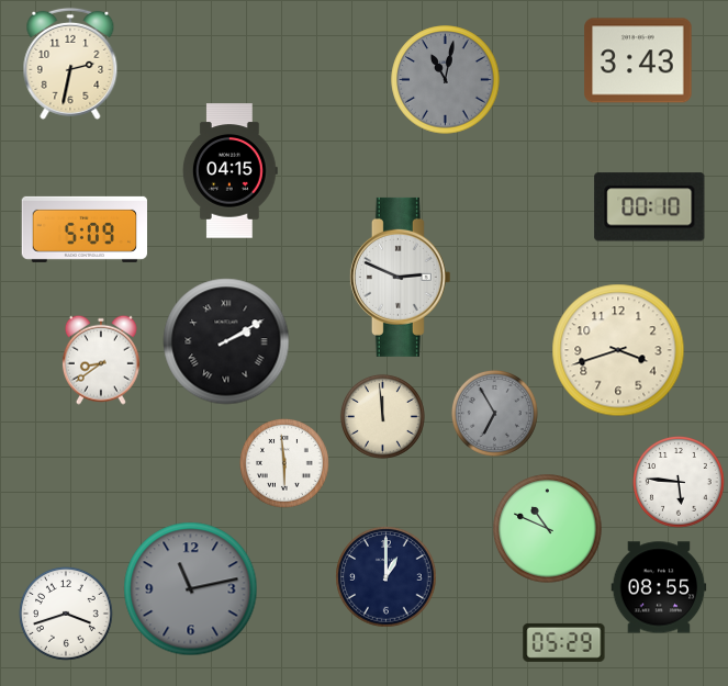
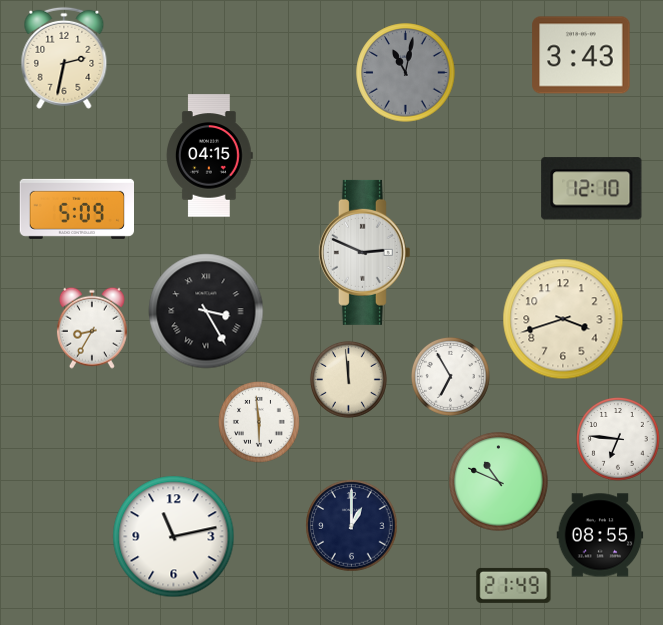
clock at (650, 207): 00:10 -> 12:10
clock at (226, 341): 2:10 -> 3:25
clock at (101, 360): 8:39 -> 8:35
clock at (494, 413) dial: grey -> white
clock at (680, 483): 5:46 -> 6:46
clock at (191, 589) dial: grey -> white
clock at (67, 615): 3:42 -> none
clock at (564, 642): 05:29 -> 21:49
